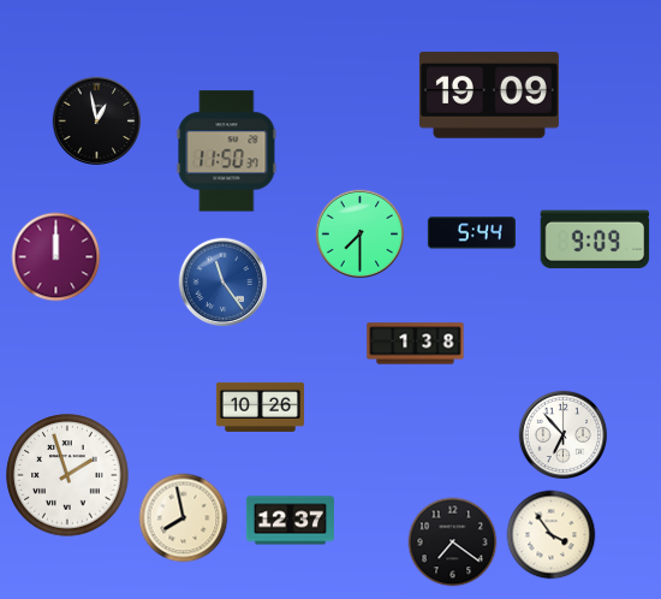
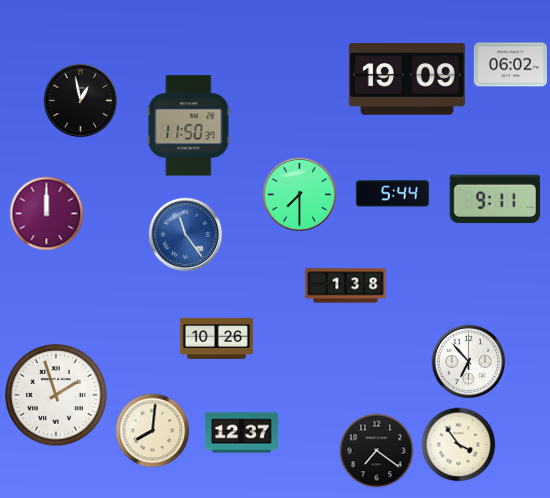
clock at (510, 65): none -> 06:02
clock at (595, 239): 9:09 -> 9:11
clock at (184, 518): 7:58 -> 8:01
